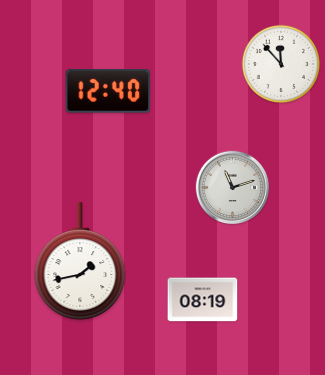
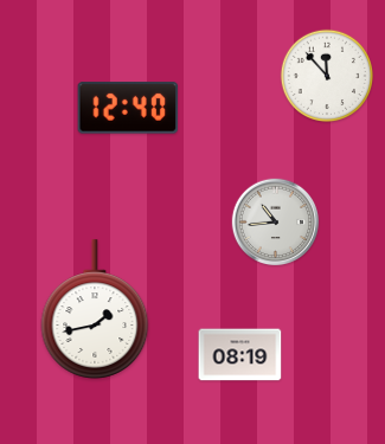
clock at (281, 64) position: (281, 64) -> (327, 76)
clock at (233, 188): 11:12 -> 10:44
